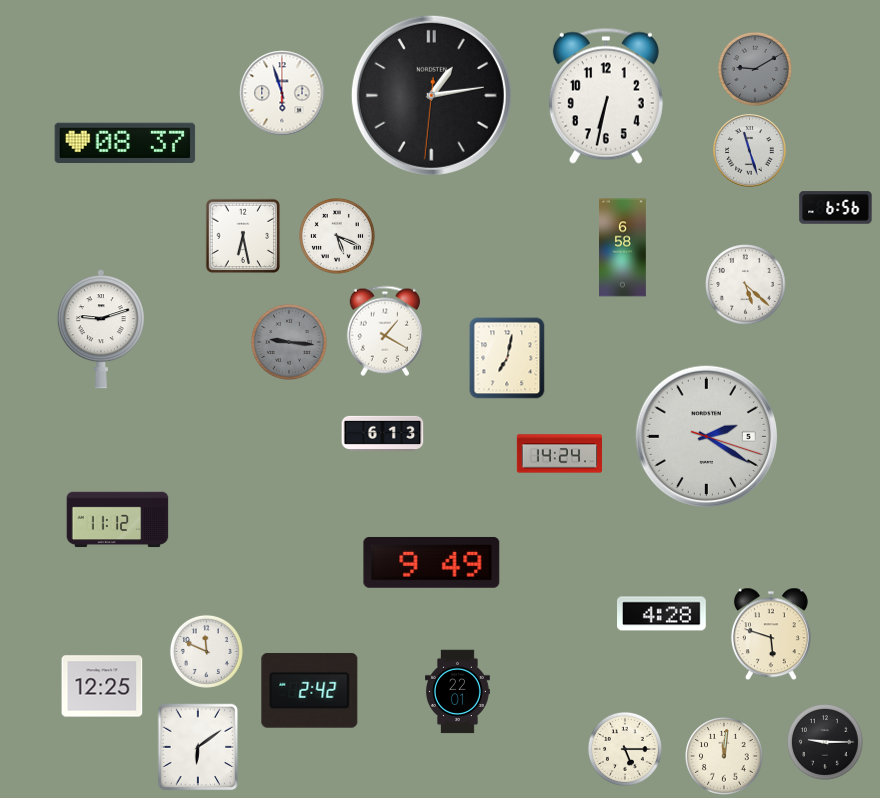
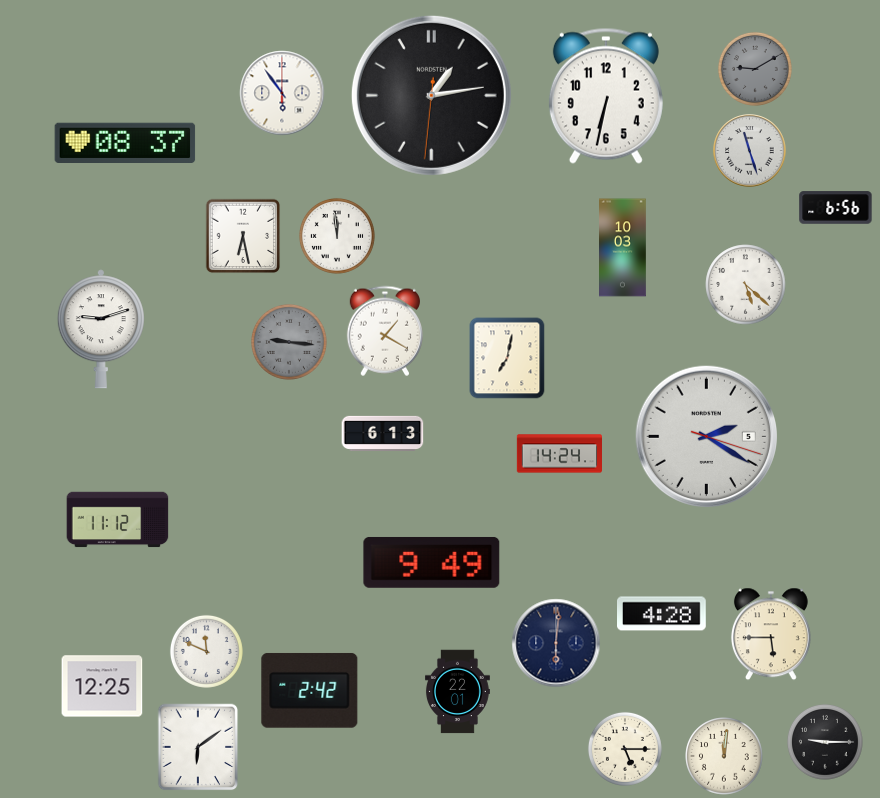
clock at (282, 93): 5:57 -> 5:54
clock at (337, 236): 5:19 -> 11:59
clock at (623, 248): 6:58 -> 10:03
clock at (771, 634): 5:48 -> 5:45
clock at (556, 643): none -> 6:01
